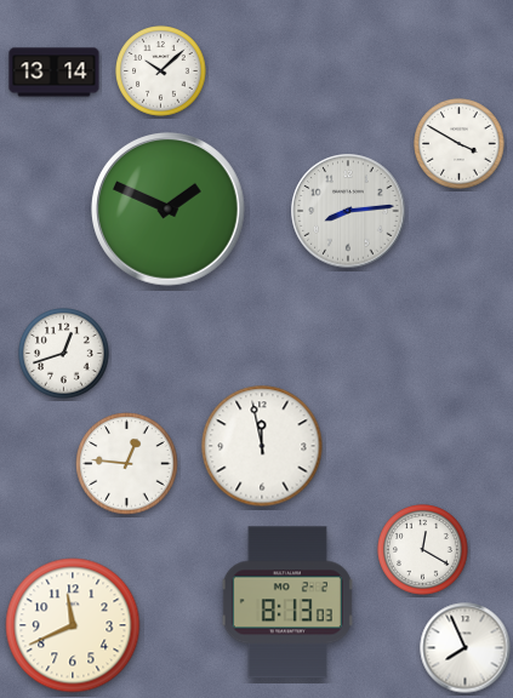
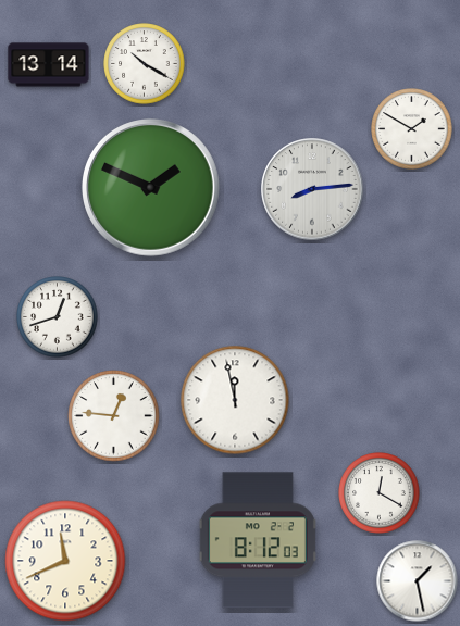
clock at (161, 71): 10:08 -> 10:20
clock at (460, 144): 3:50 -> 1:50
clock at (287, 602): 8:13 -> 8:12
clock at (466, 648): 7:56 -> 1:28
